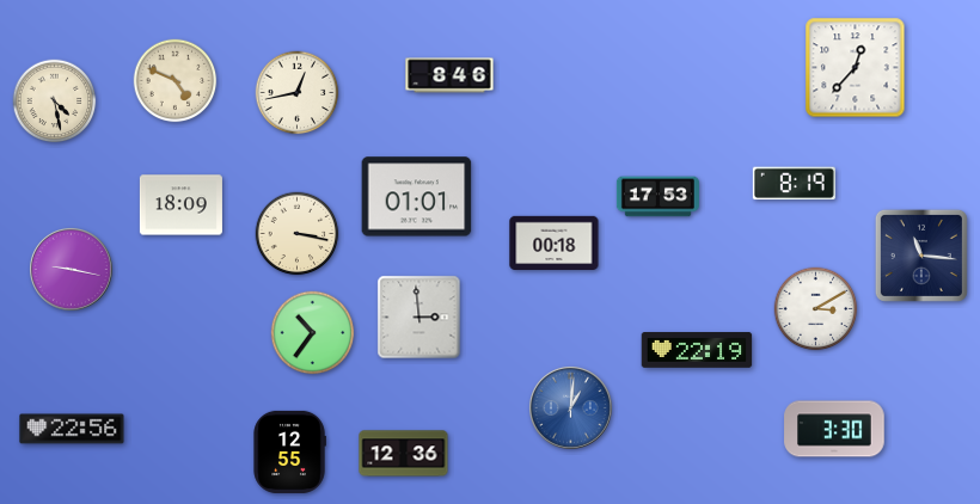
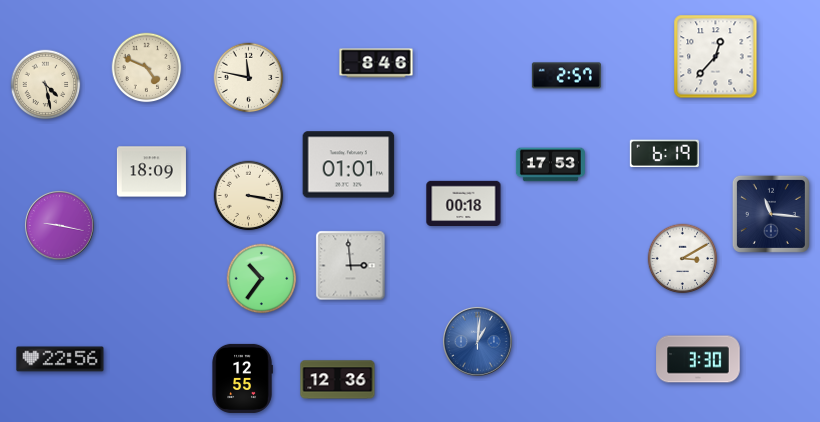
clock at (566, 76): none -> 2:57
clock at (298, 93): 12:43 -> 11:47
clock at (794, 184): 8:19 -> 6:19
clock at (697, 350): 22:19 -> none
